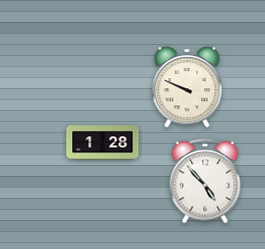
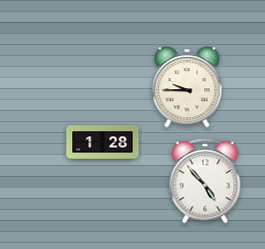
clock at (187, 87): 9:49 -> 9:45
